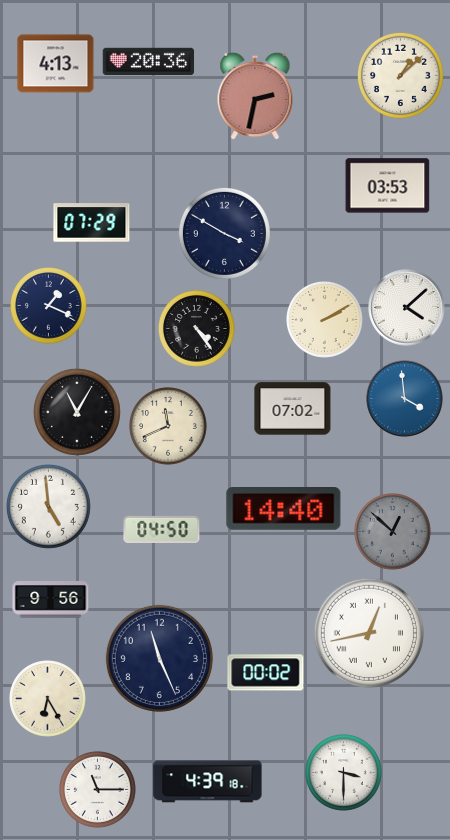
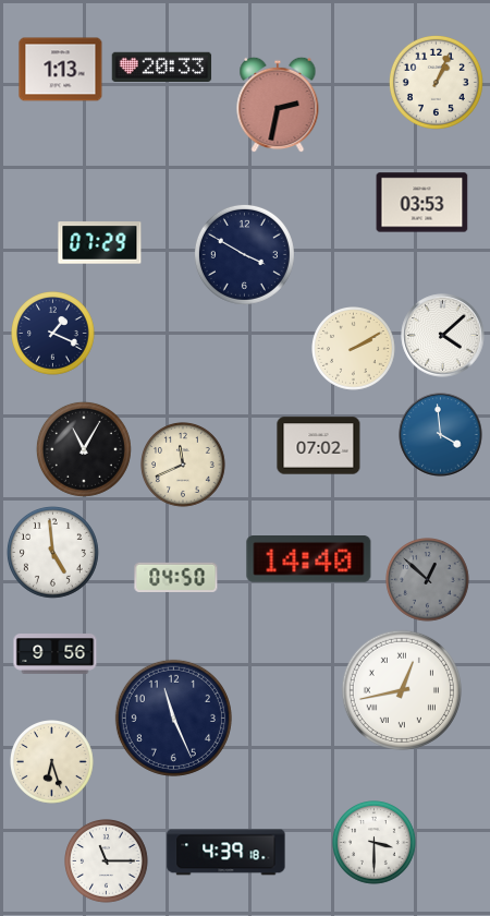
clock at (149, 61): 20:36 -> 20:33
clock at (56, 64): 4:13 -> 1:13
clock at (400, 75): 1:08 -> 1:04
clock at (197, 329): 4:24 -> none
clock at (284, 509) position: (284, 509) -> (309, 559)
clock at (266, 673): 00:02 -> none
clock at (48, 699): 6:25 -> 6:27
